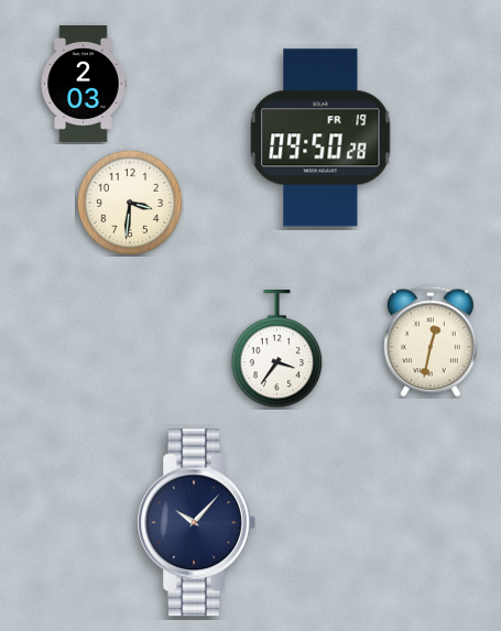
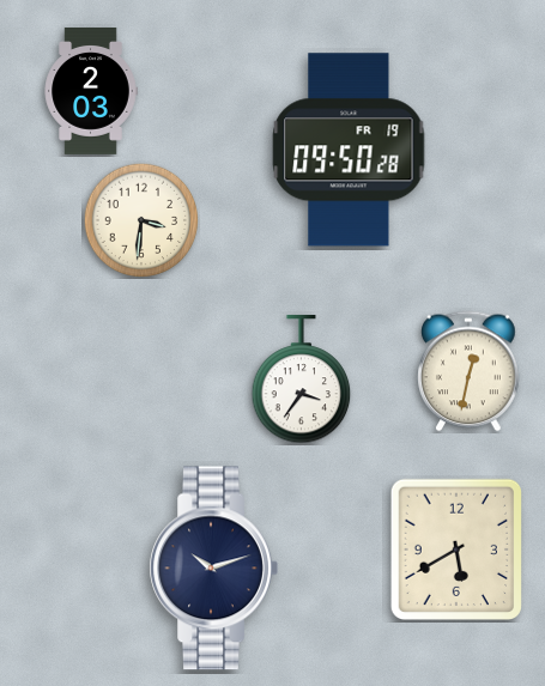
clock at (455, 548): none -> 5:40
clock at (196, 523): 10:07 -> 10:12
